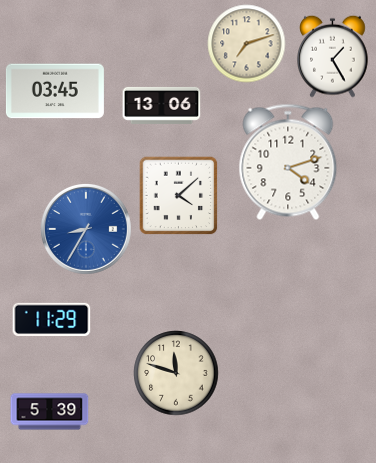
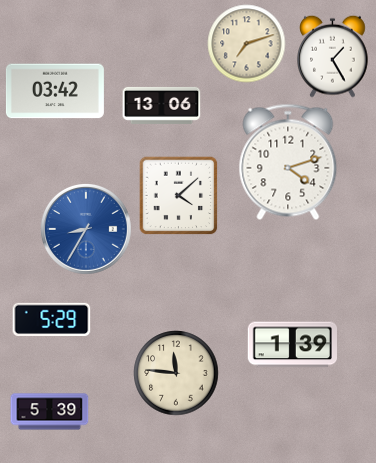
clock at (55, 91): 03:45 -> 03:42
clock at (51, 319): 11:29 -> 5:29
clock at (292, 345): none -> 1:39
clock at (176, 373): 11:48 -> 11:46
